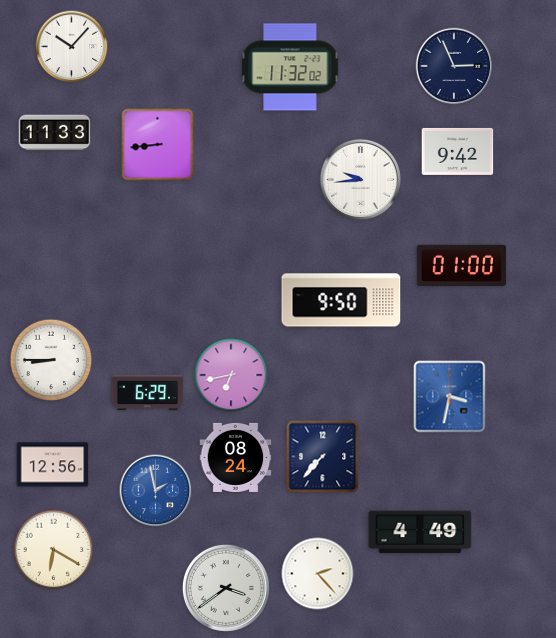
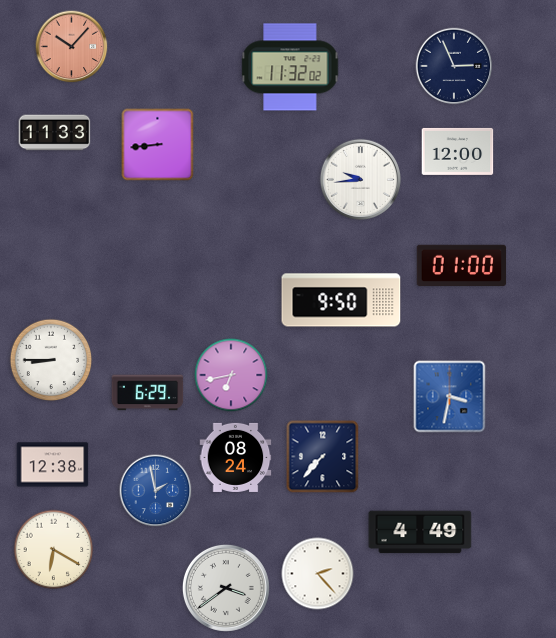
clock at (72, 47) dial: white -> salmon
clock at (458, 151): 9:42 -> 12:00
clock at (53, 465): 12:56 -> 12:38
